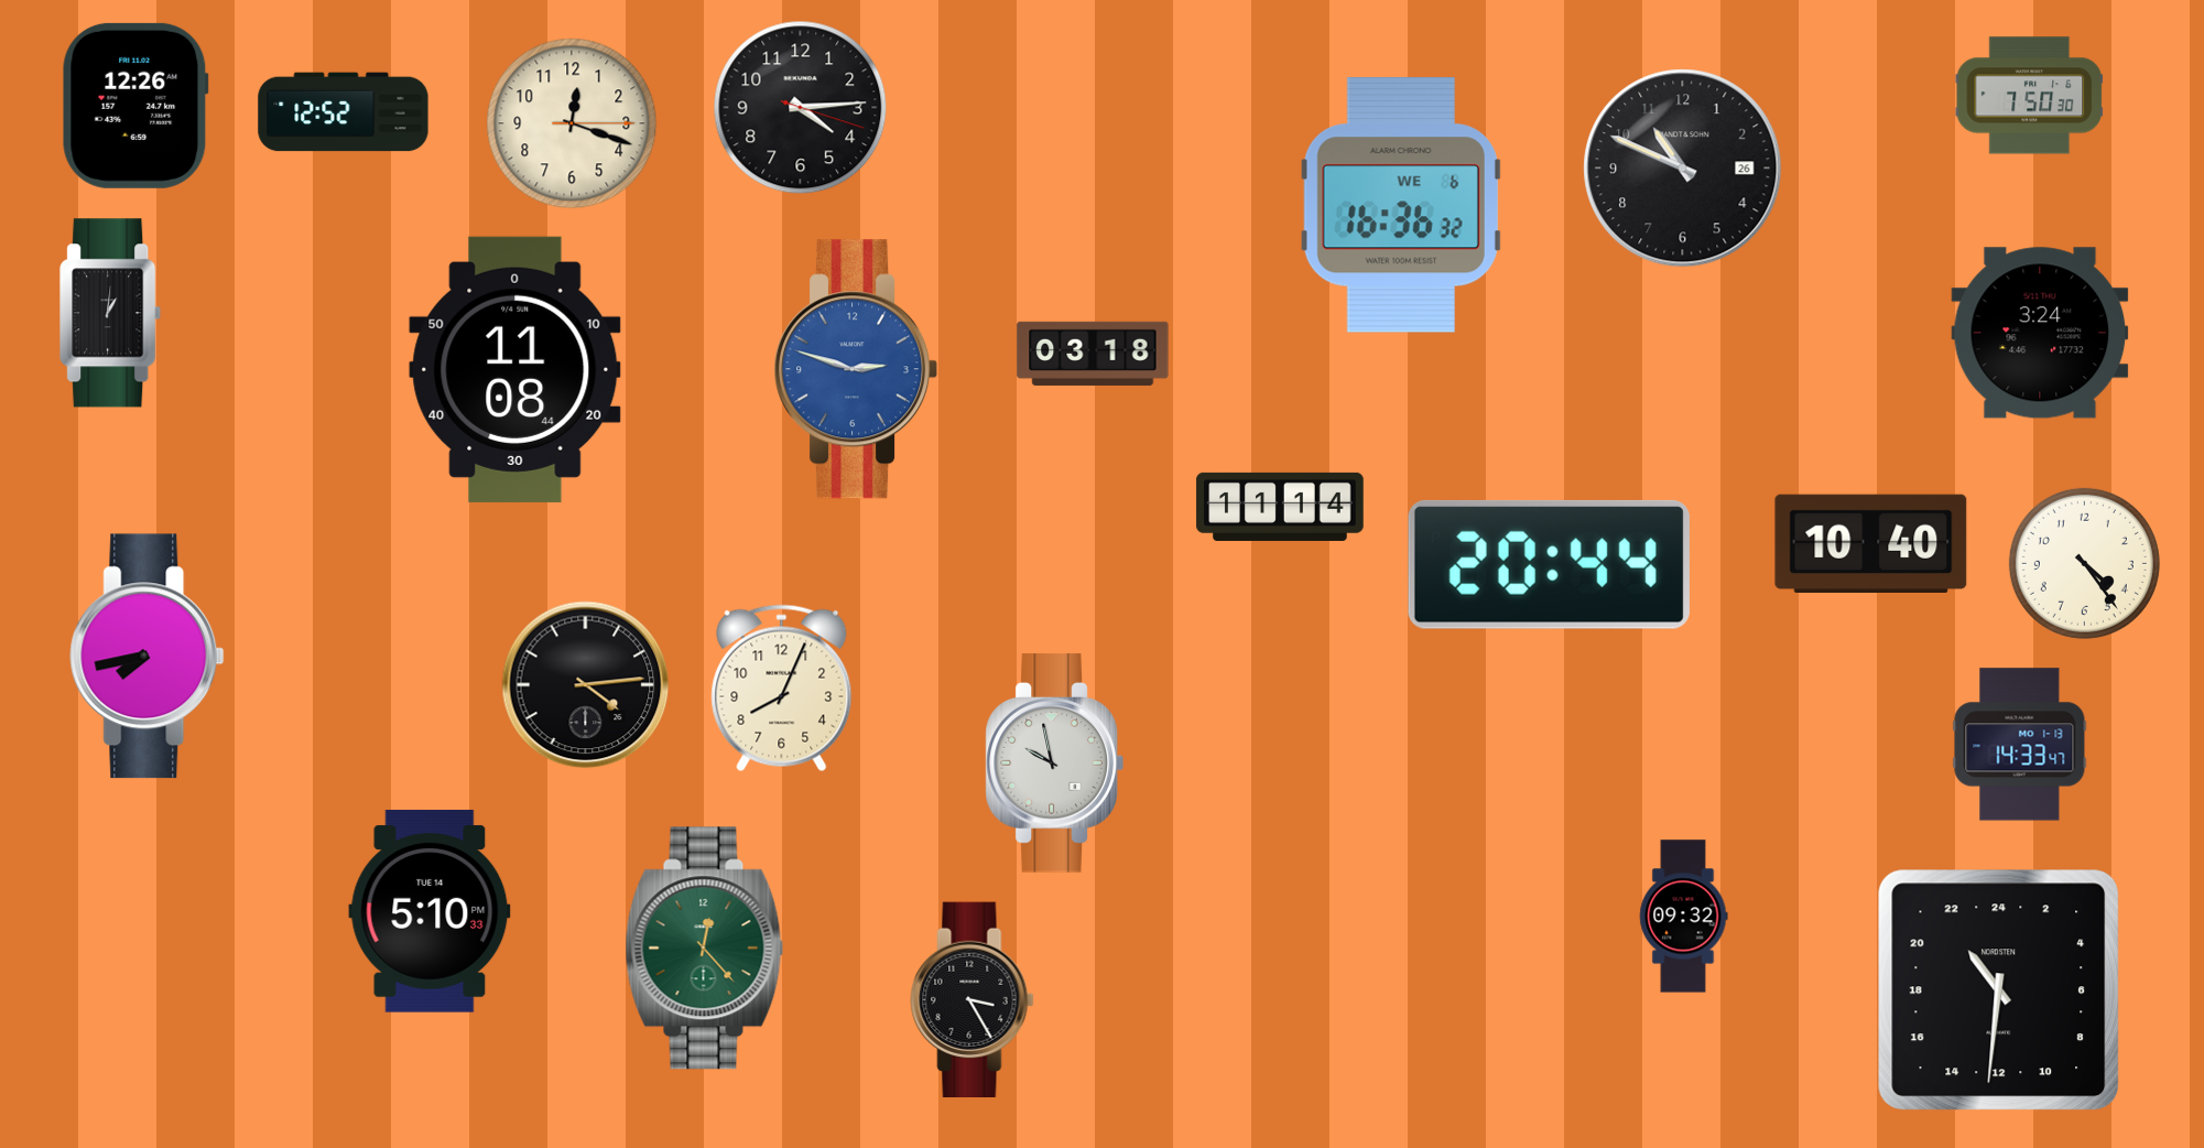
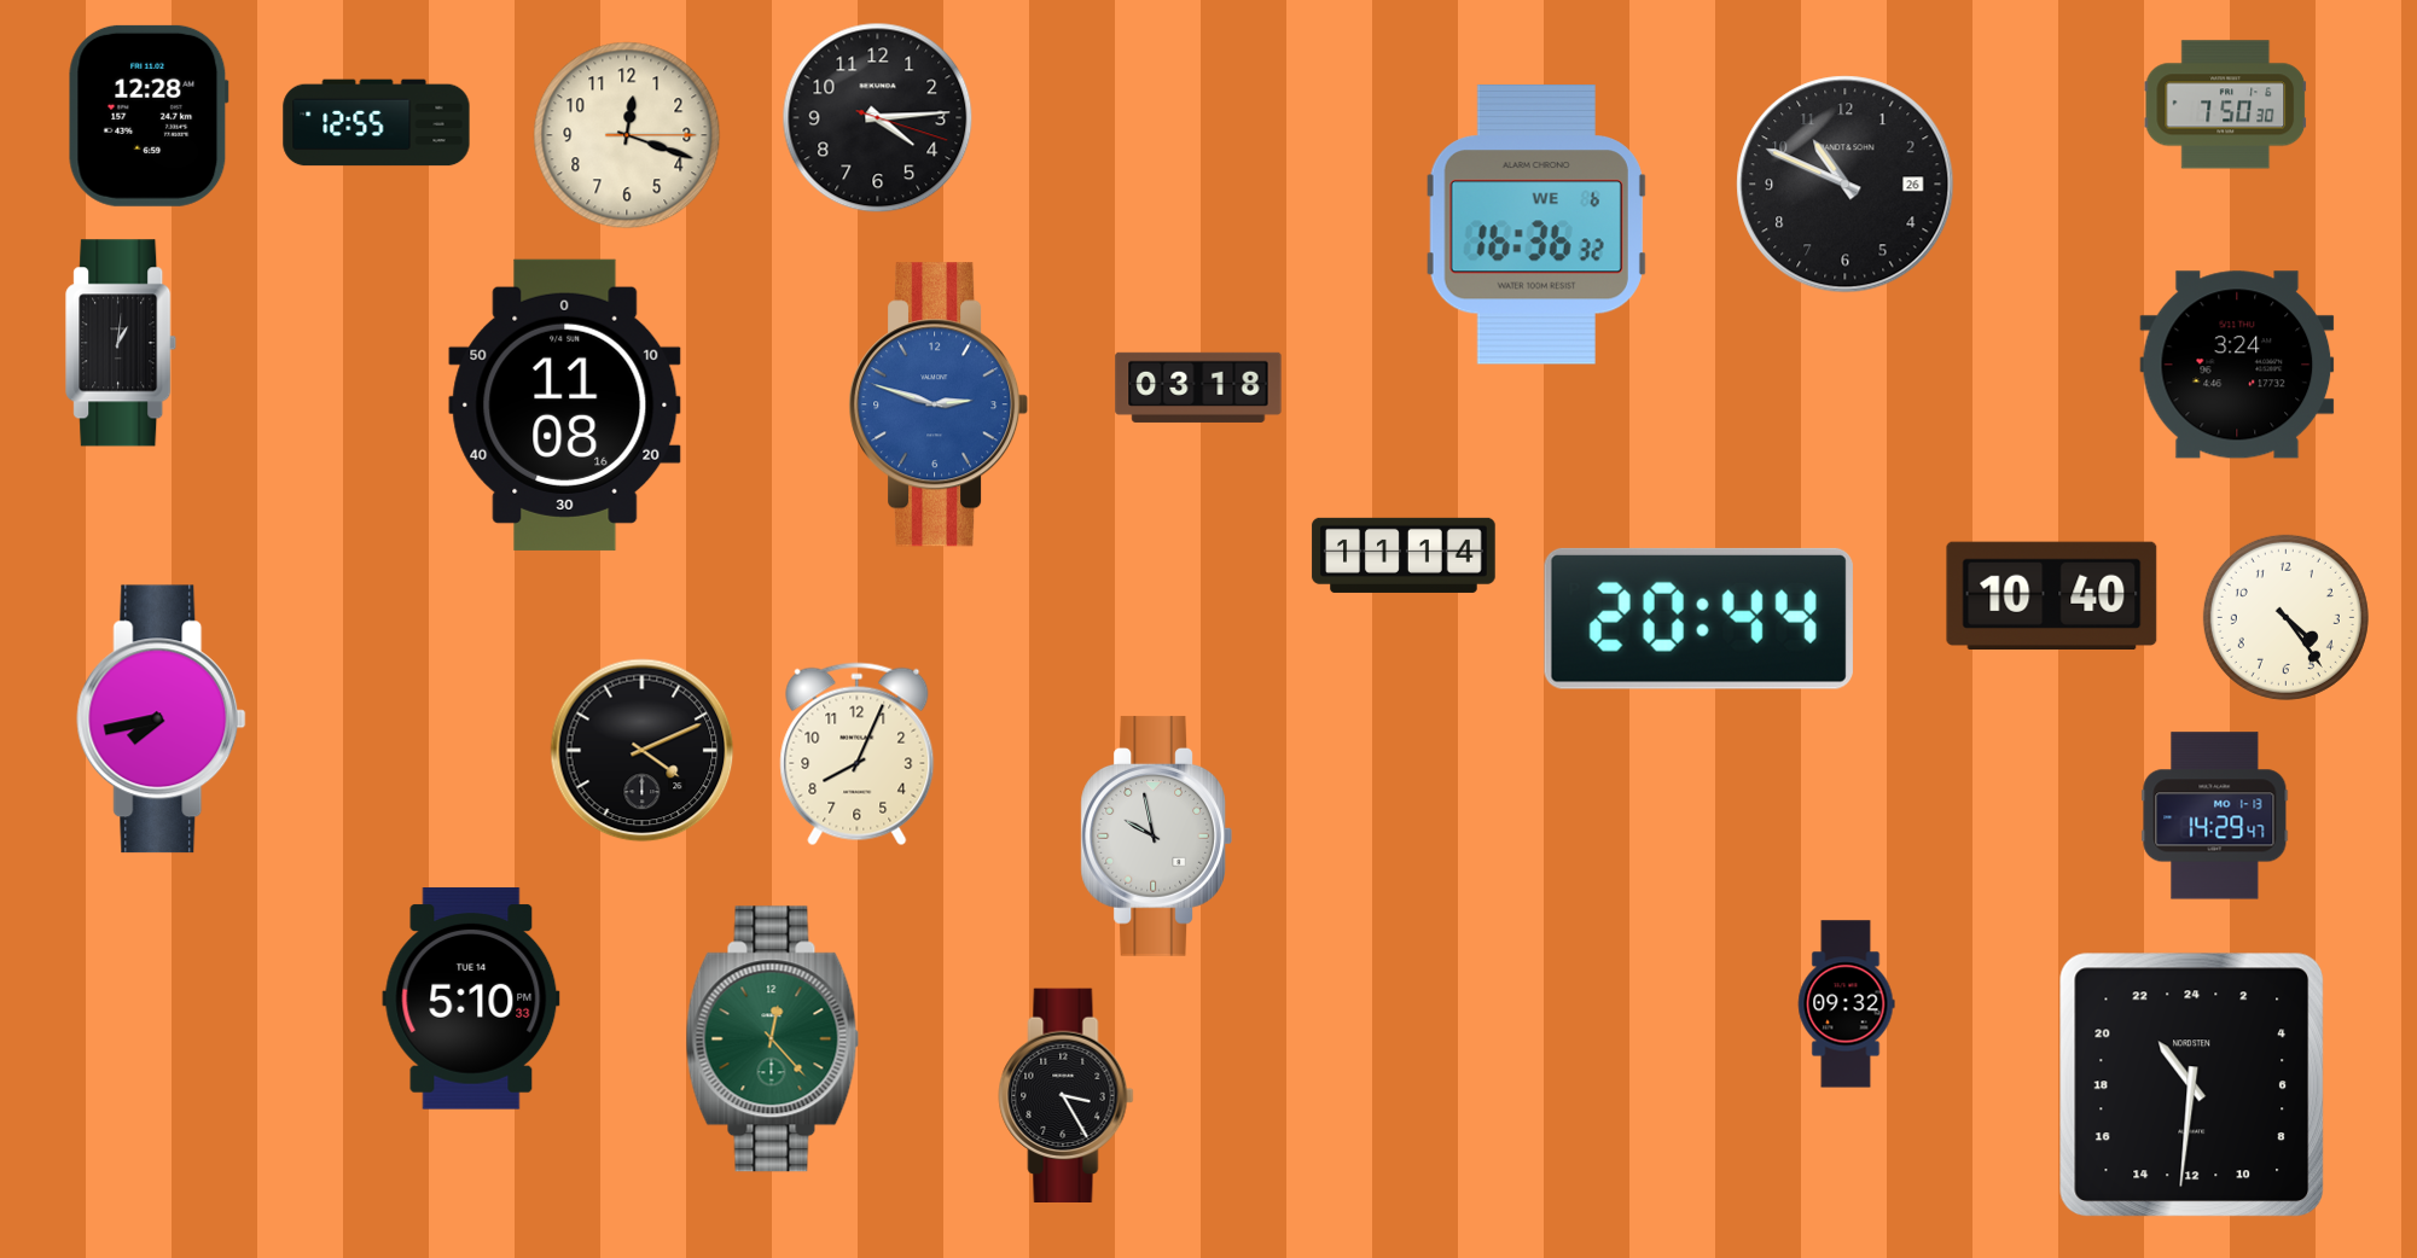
clock at (135, 106): 12:26 -> 12:28
clock at (344, 112): 12:52 -> 12:55
clock at (515, 369): 11:08:44 -> 11:08:16
clock at (586, 685): 4:14 -> 4:11
clock at (2020, 745): 14:33 -> 14:29
